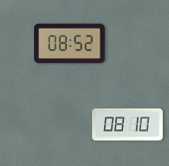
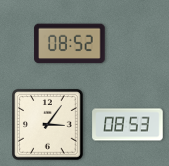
clock at (48, 125): none -> 3:06
clock at (128, 125): 08:10 -> 08:53
